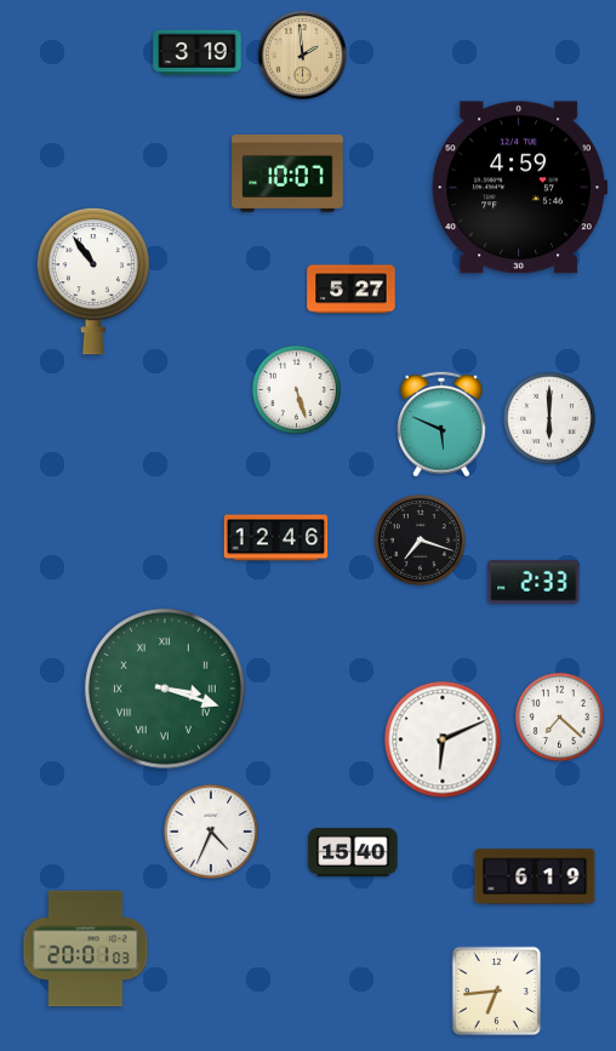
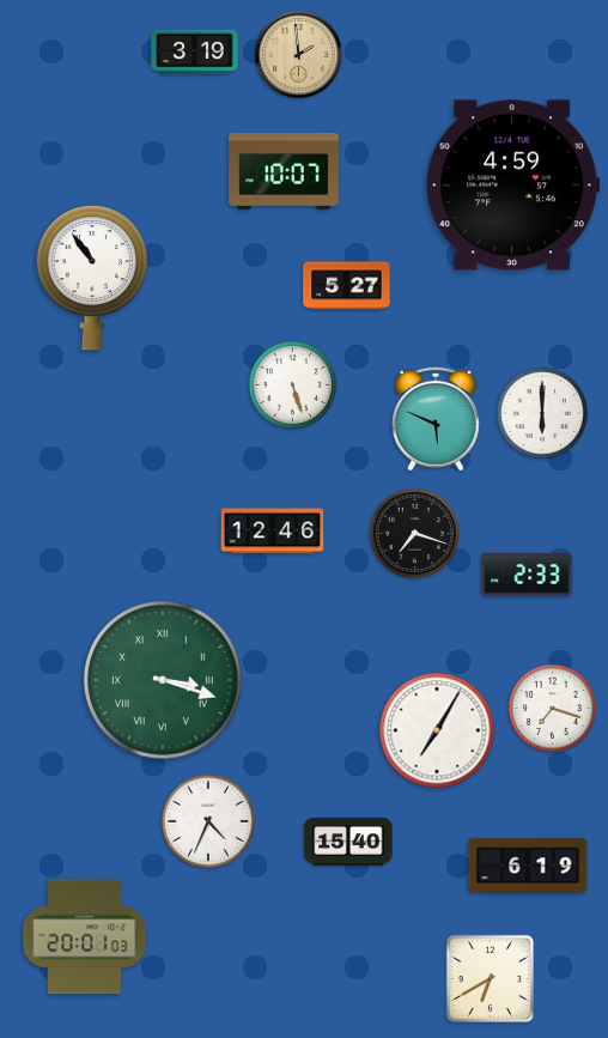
clock at (559, 716): 7:22 -> 7:18
clock at (443, 739): 6:11 -> 7:05
clock at (497, 992): 6:44 -> 6:40
